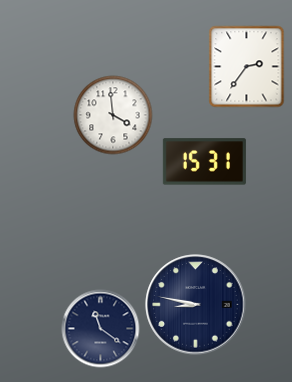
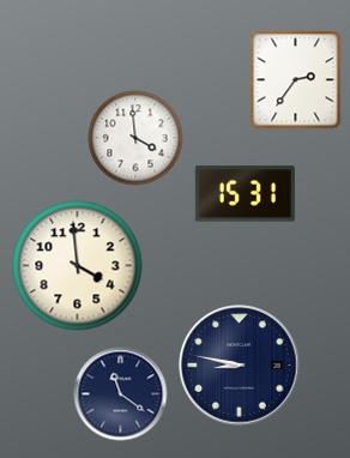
clock at (78, 266): none -> 3:59
clock at (196, 305) position: (196, 305) -> (240, 366)
